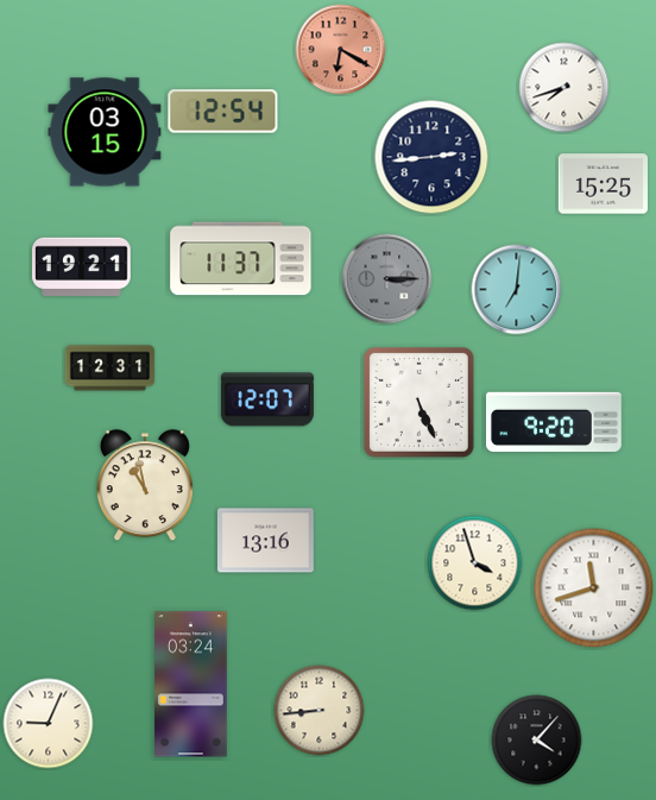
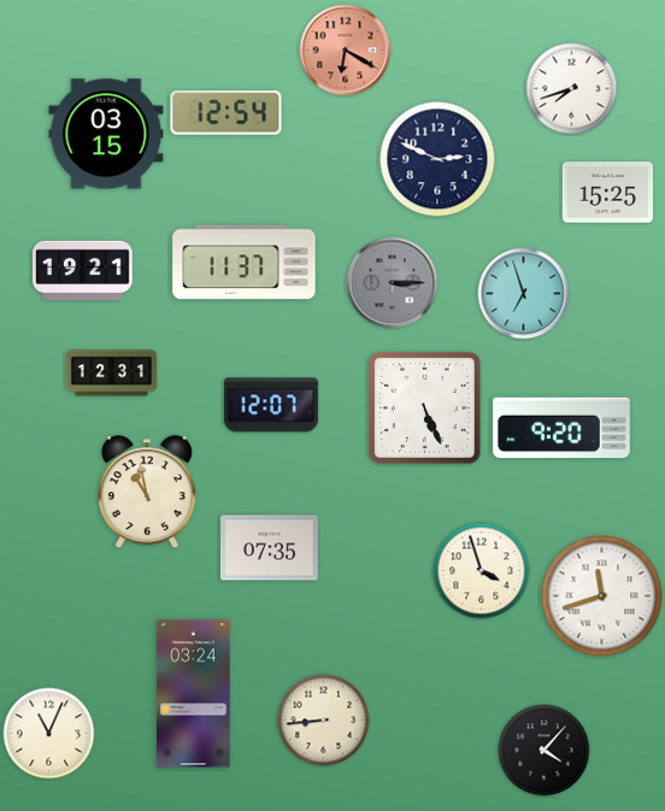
clock at (431, 157): 2:44 -> 2:49
clock at (604, 184) position: (604, 184) -> (608, 193)
clock at (517, 290): 7:01 -> 6:57
clock at (265, 541): 13:16 -> 07:35
clock at (49, 724): 9:04 -> 11:04
